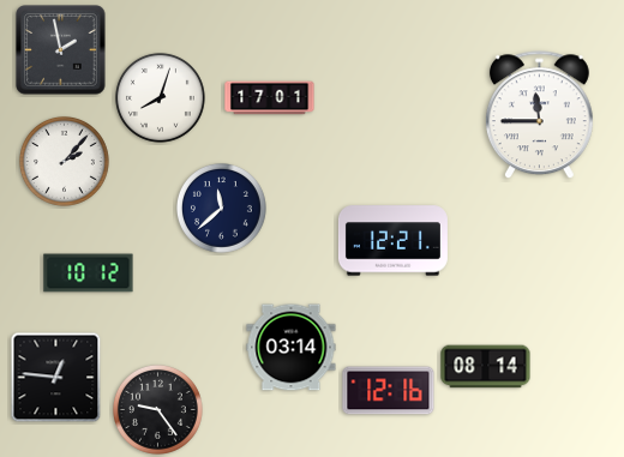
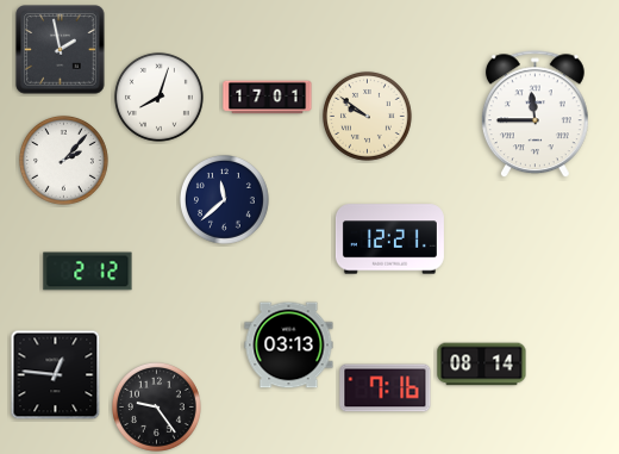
clock at (367, 116): none -> 9:51
clock at (221, 208) position: (221, 208) -> (224, 199)
clock at (89, 273): 10:12 -> 2:12
clock at (292, 348): 03:14 -> 03:13
clock at (389, 391): 12:16 -> 7:16
